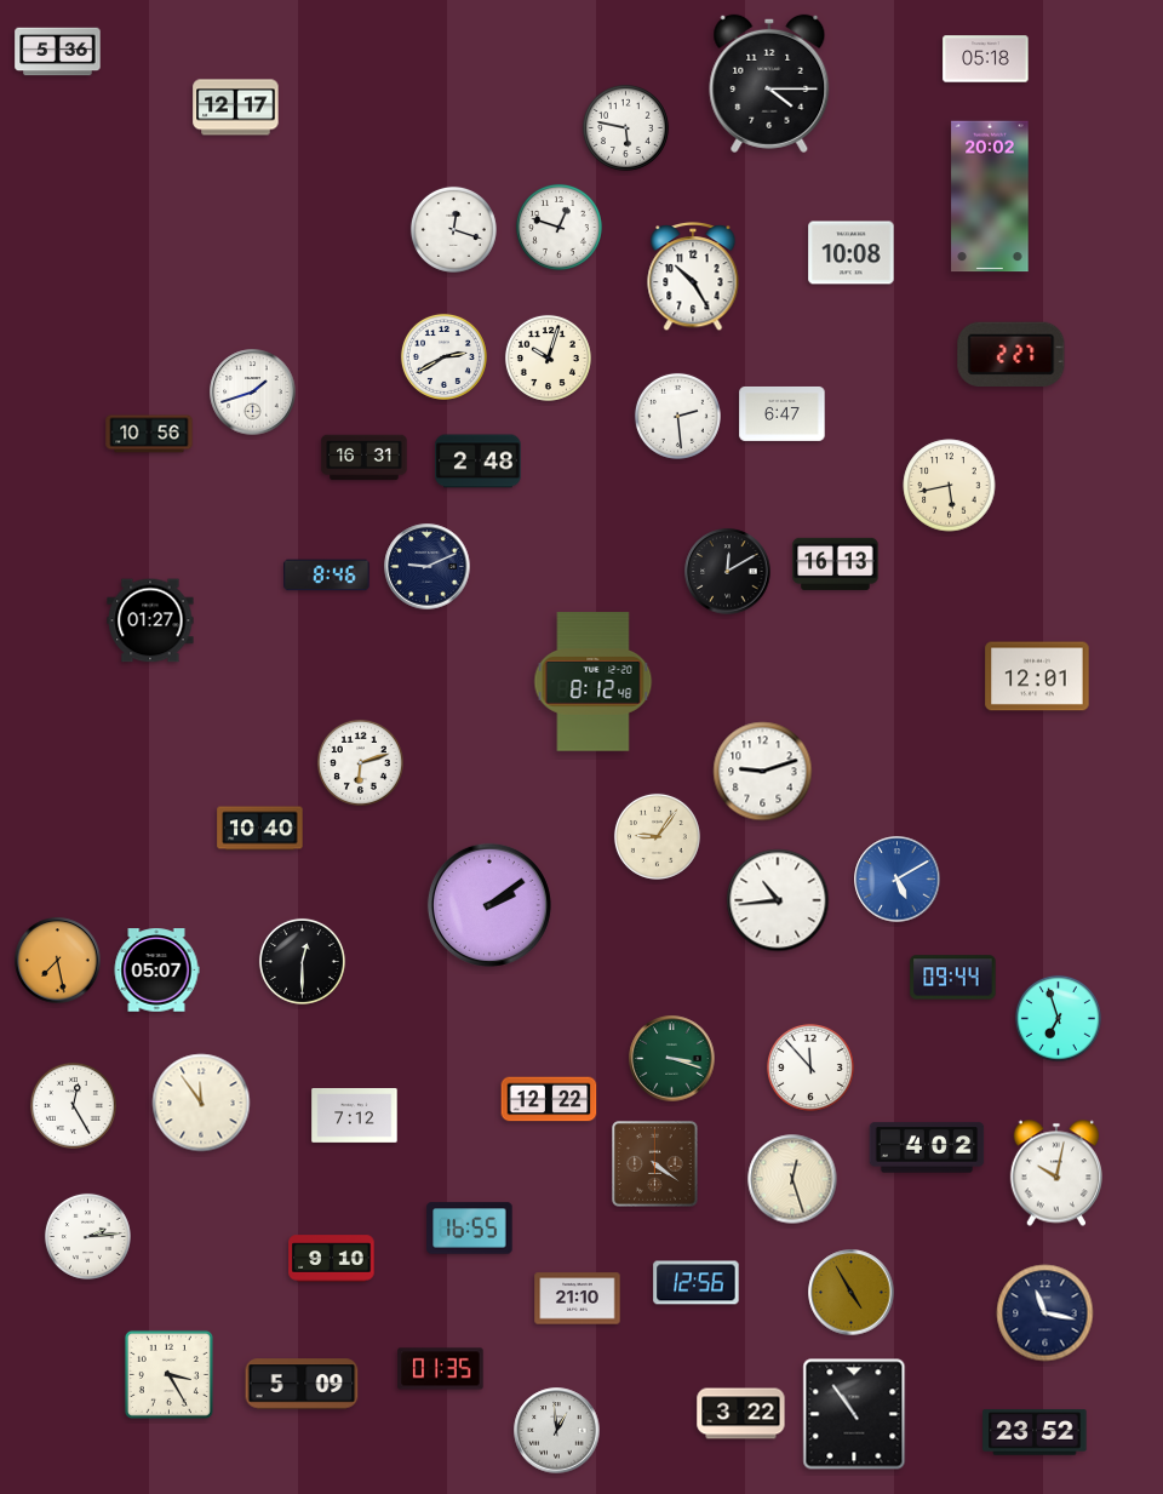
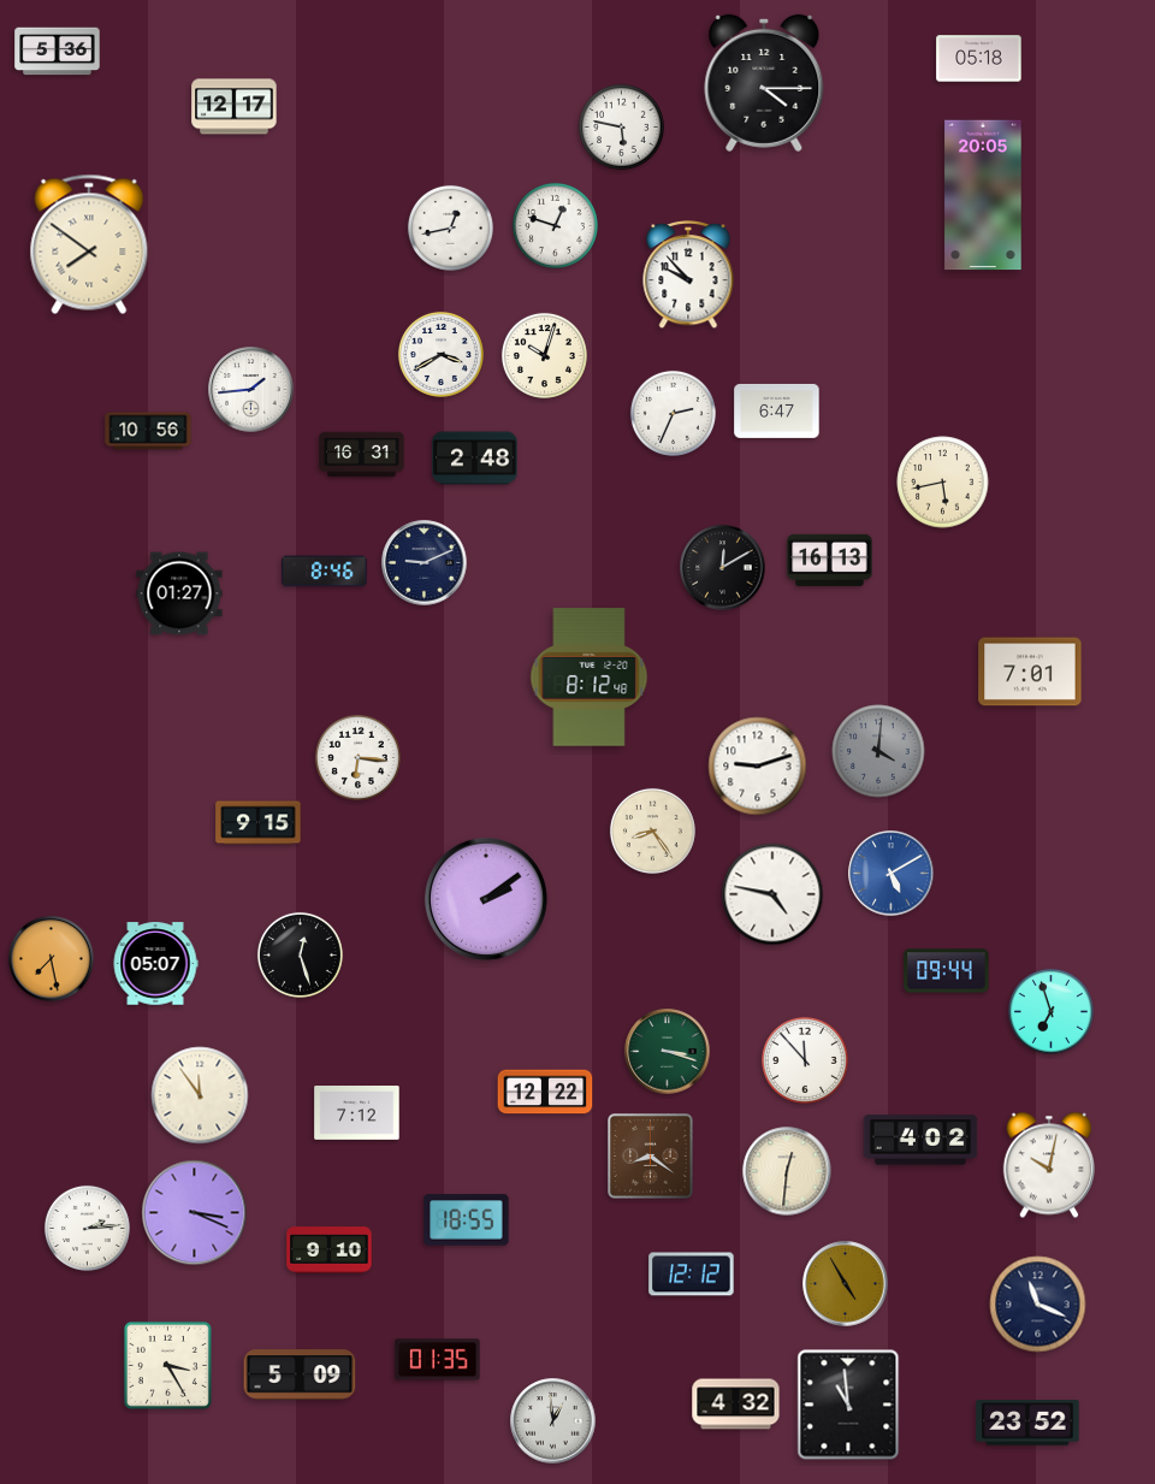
clock at (990, 196): 20:02 -> 20:05
clock at (453, 229): 12:18 -> 12:43
clock at (89, 244): none -> 7:51
clock at (852, 253): 10:08 -> none
clock at (693, 277): 10:25 -> 9:53
clock at (1012, 354): 2:27 -> none
clock at (443, 356): 2:40 -> 3:40
clock at (253, 393): 1:42 -> 1:44
clock at (677, 416): 2:29 -> 2:34
clock at (150, 620) position: (150, 620) -> (179, 593)
clock at (1037, 676): 12:01 -> 7:01
clock at (878, 751): none -> 4:01
clock at (360, 762): 6:12 -> 6:16
clock at (260, 829): 10:40 -> 9:15
clock at (657, 836): 9:06 -> 8:24
clock at (778, 900): 10:44 -> 4:47
clock at (58, 961) position: (58, 961) -> (52, 959)
clock at (302, 961): 12:30 -> 12:27
clock at (73, 1105): 12:25 -> none
clock at (355, 1116) position: (355, 1116) -> (357, 1113)
clock at (655, 1164): 4:21 -> 8:21
clock at (792, 1179): 12:27 -> 12:31
clock at (195, 1213): none -> 3:19
clock at (470, 1229): 16:55 -> 18:55
clock at (697, 1283): 12:56 -> 12:12
clock at (578, 1299): 21:10 -> none
clock at (1045, 1313): 11:17 -> 11:19
clock at (741, 1414): 3:22 -> 4:32
clock at (854, 1414): 10:54 -> 10:59
